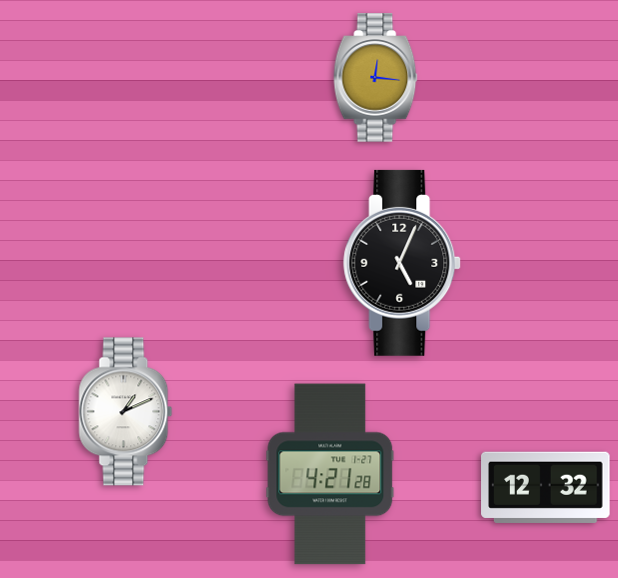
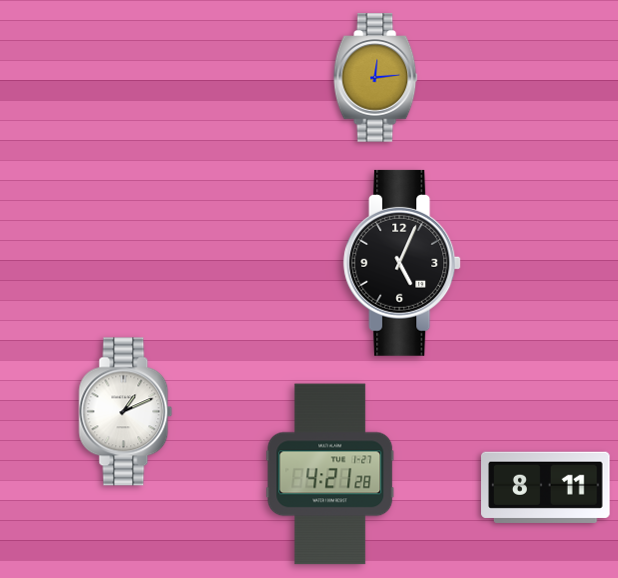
clock at (376, 78): 12:16 -> 12:14
clock at (546, 487): 12:32 -> 8:11
